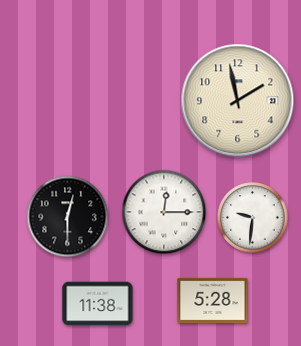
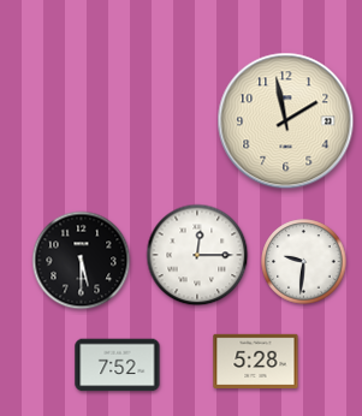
clock at (68, 217): 12:30 -> 5:30
clock at (98, 304): 11:38 -> 7:52
